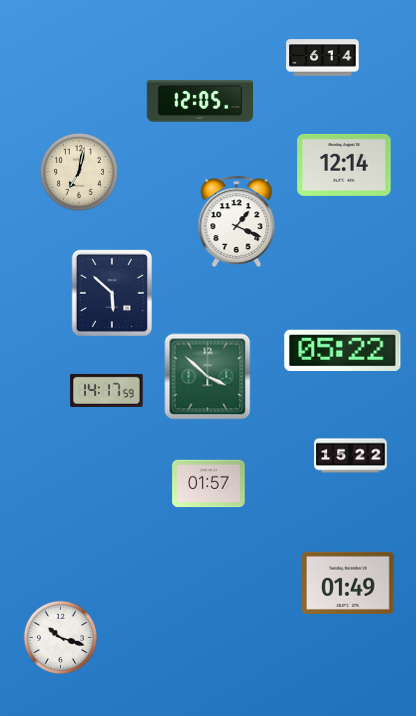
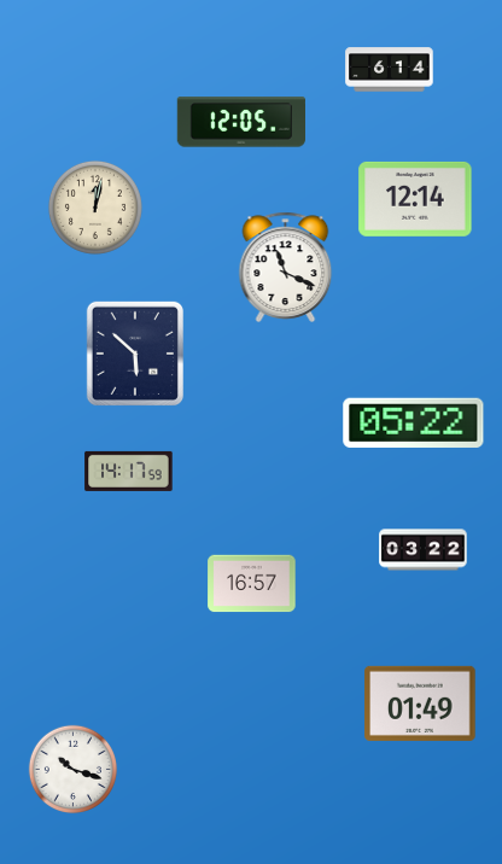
clock at (79, 172): 7:02 -> 12:02
clock at (237, 221): 1:19 -> 11:19
clock at (208, 377): 3:52 -> none
clock at (351, 456): 15:22 -> 03:22
clock at (209, 484): 01:57 -> 16:57
